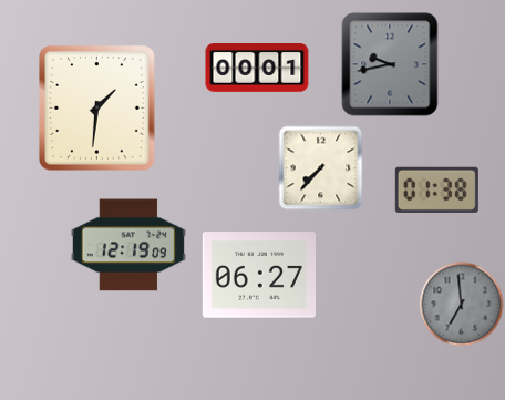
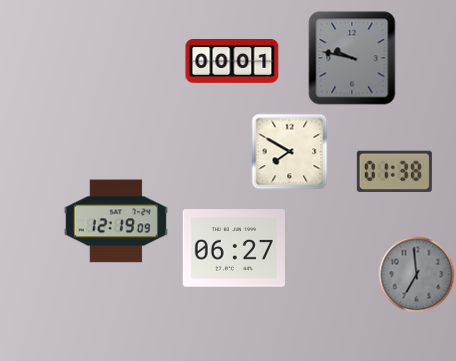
clock at (390, 64): 9:43 -> 9:47
clock at (97, 109): 1:31 -> none
clock at (321, 168): 7:37 -> 7:50
